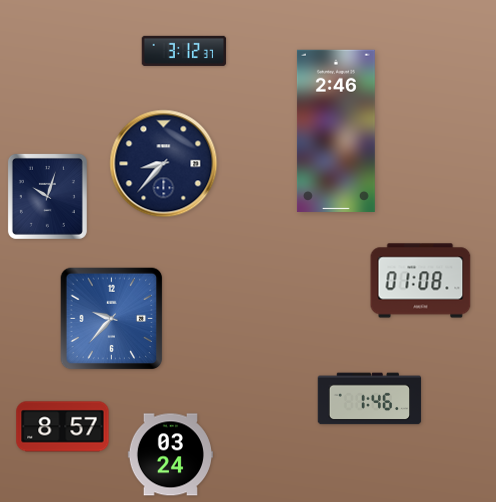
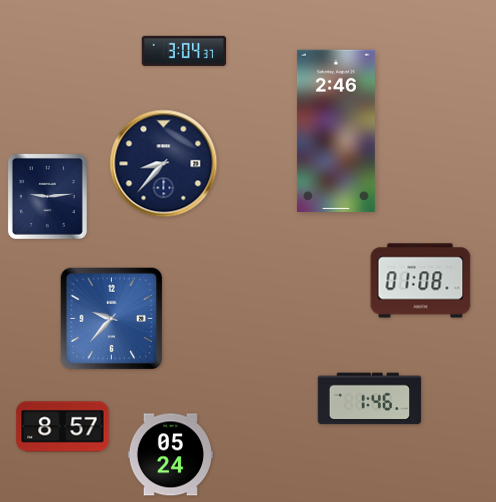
clock at (184, 51): 3:12 -> 3:04
clock at (47, 196): 10:03 -> 9:14
clock at (170, 455): 03:24 -> 05:24
